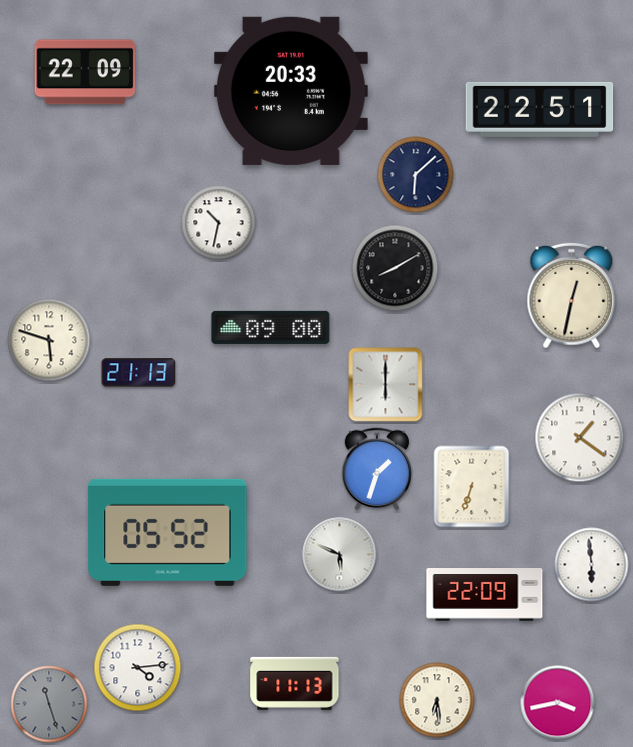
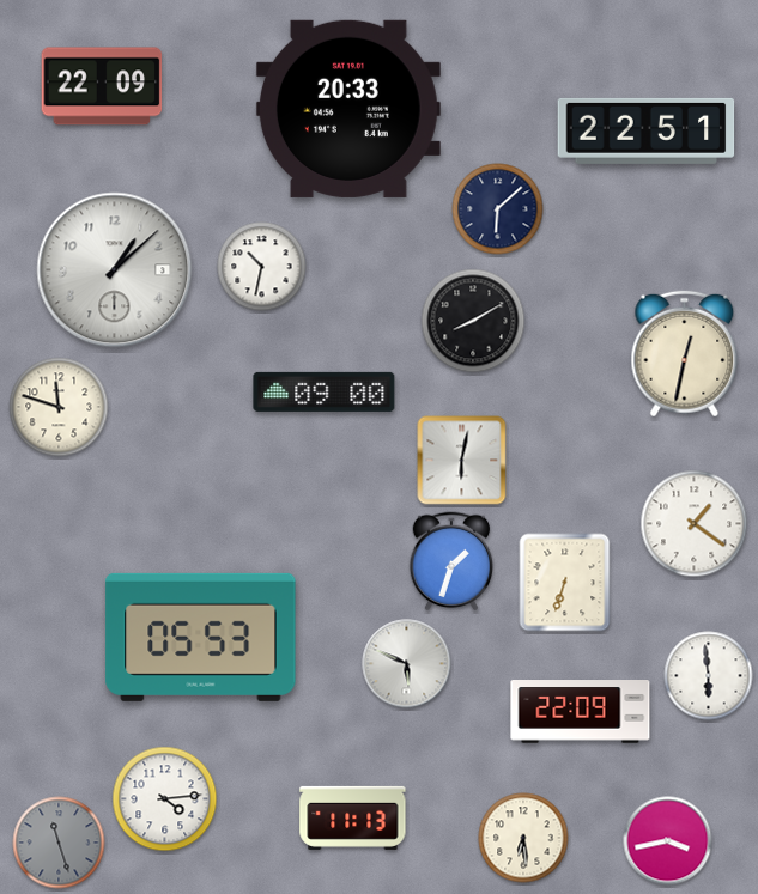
clock at (115, 270): none -> 1:08
clock at (49, 340): 5:48 -> 11:48
clock at (139, 373): 21:13 -> none
clock at (386, 385): 6:00 -> 6:02
clock at (168, 532): 05:52 -> 05:53
